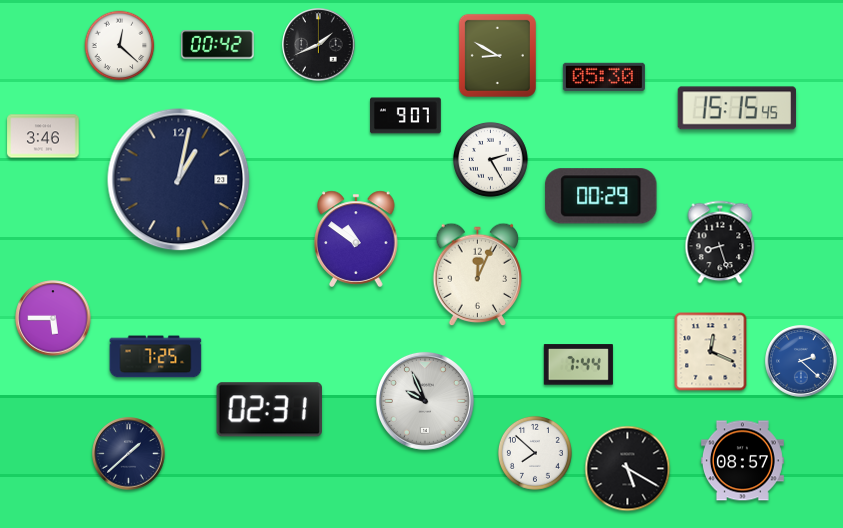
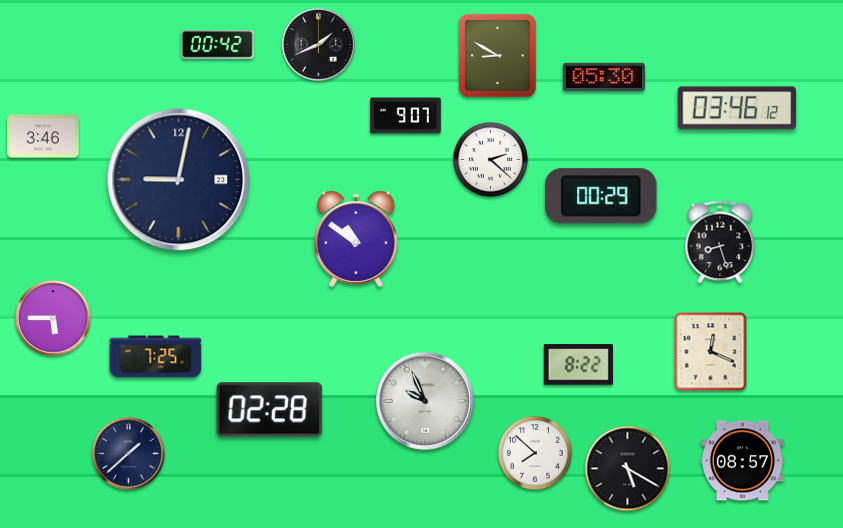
clock at (120, 46): 12:22 -> none
clock at (737, 108): 15:15 -> 03:46
clock at (490, 159): 2:25 -> 2:22
clock at (179, 180): 1:02 -> 9:02
clock at (478, 275): 12:04 -> none
clock at (801, 361): 2:22 -> none
clock at (578, 365): 7:44 -> 8:22
clock at (269, 410): 02:31 -> 02:28
